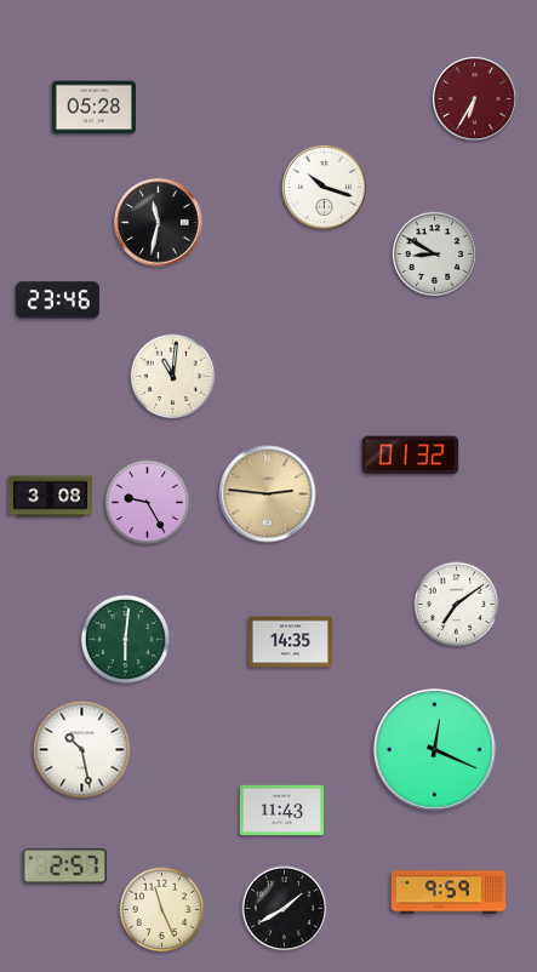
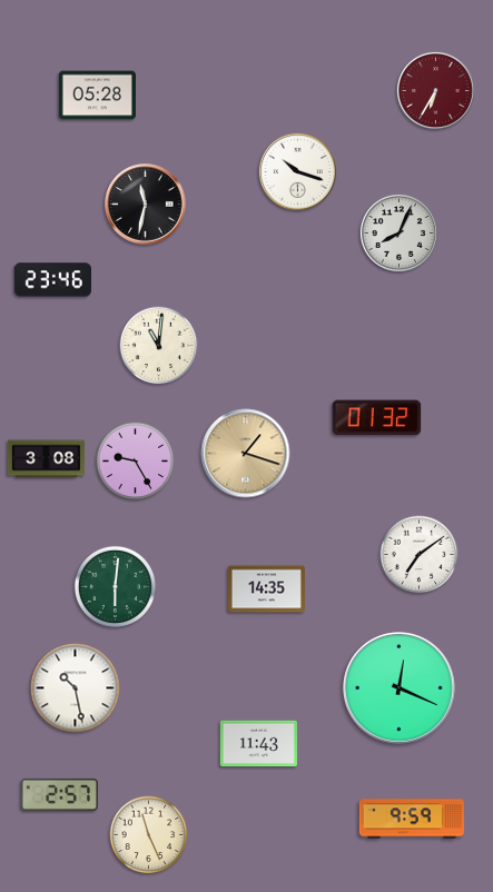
clock at (93, 108) position: (93, 108) -> (97, 96)
clock at (434, 253): 8:50 -> 8:04
clock at (57, 301) position: (57, 301) -> (52, 280)
clock at (268, 494): 2:46 -> 1:18
clock at (50, 497) position: (50, 497) -> (46, 459)
clock at (285, 909): 1:40 -> none
